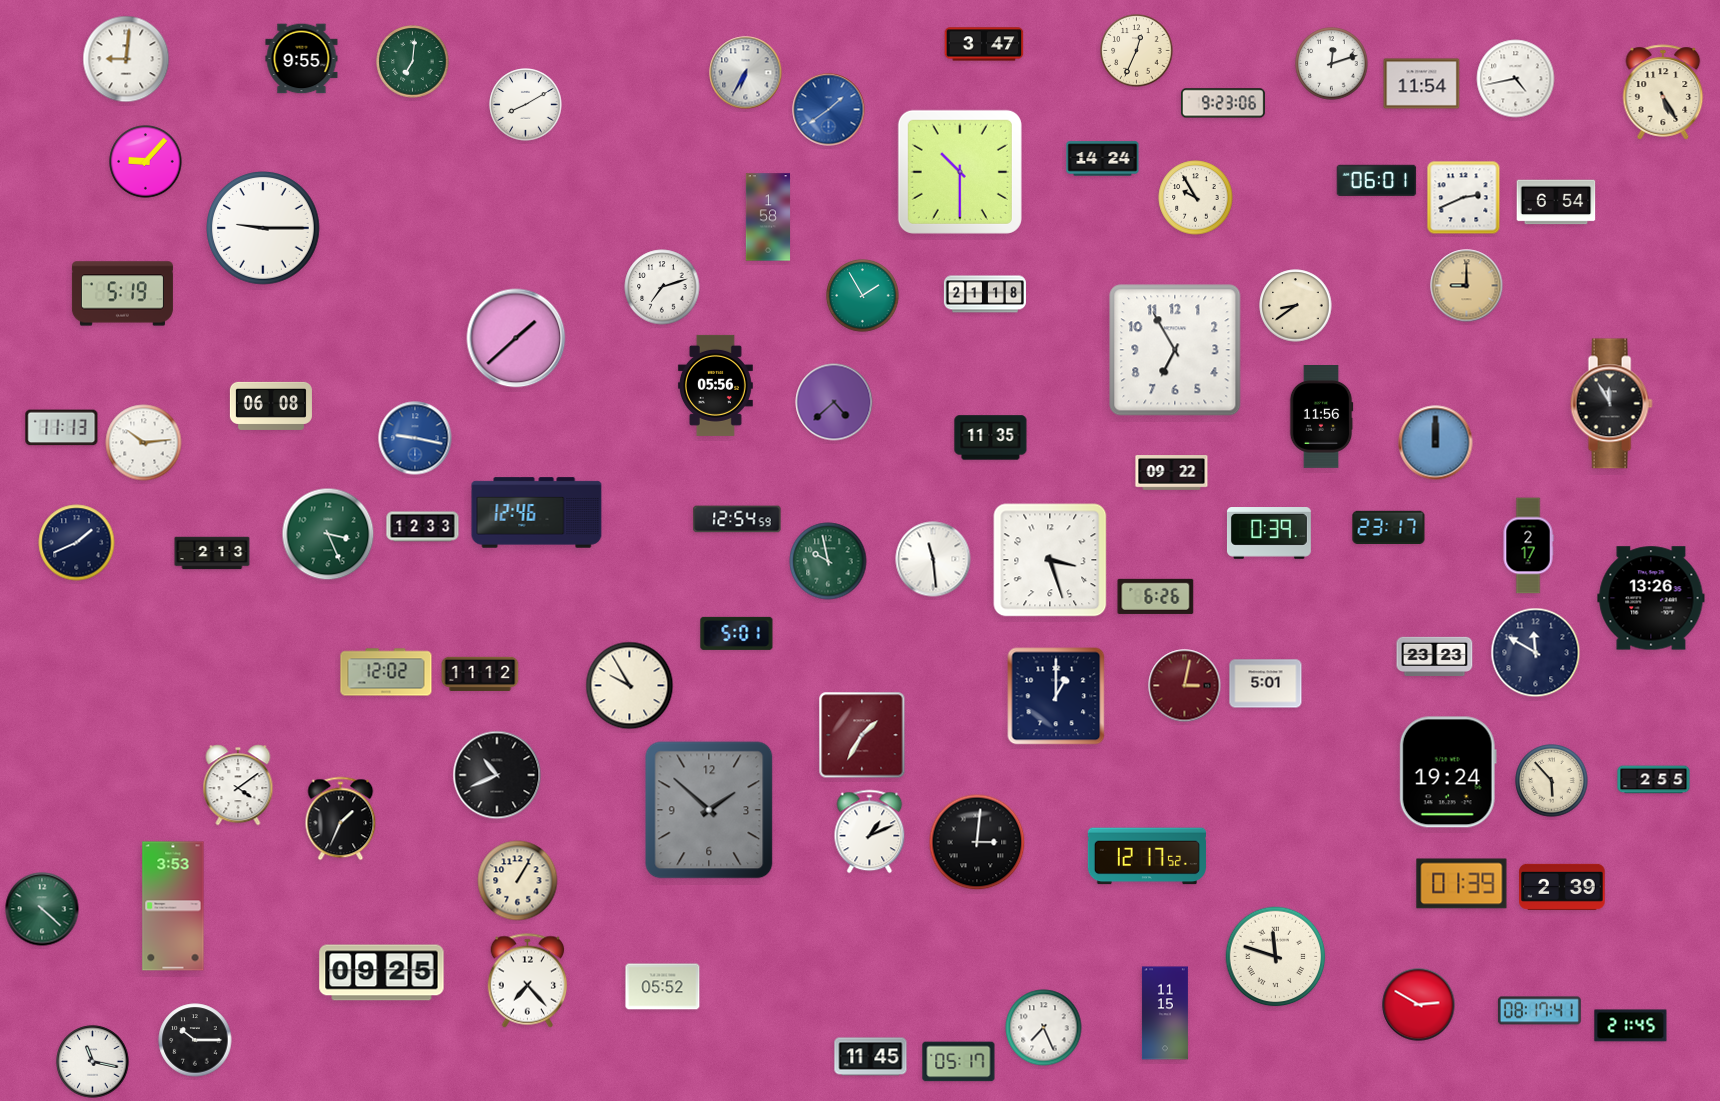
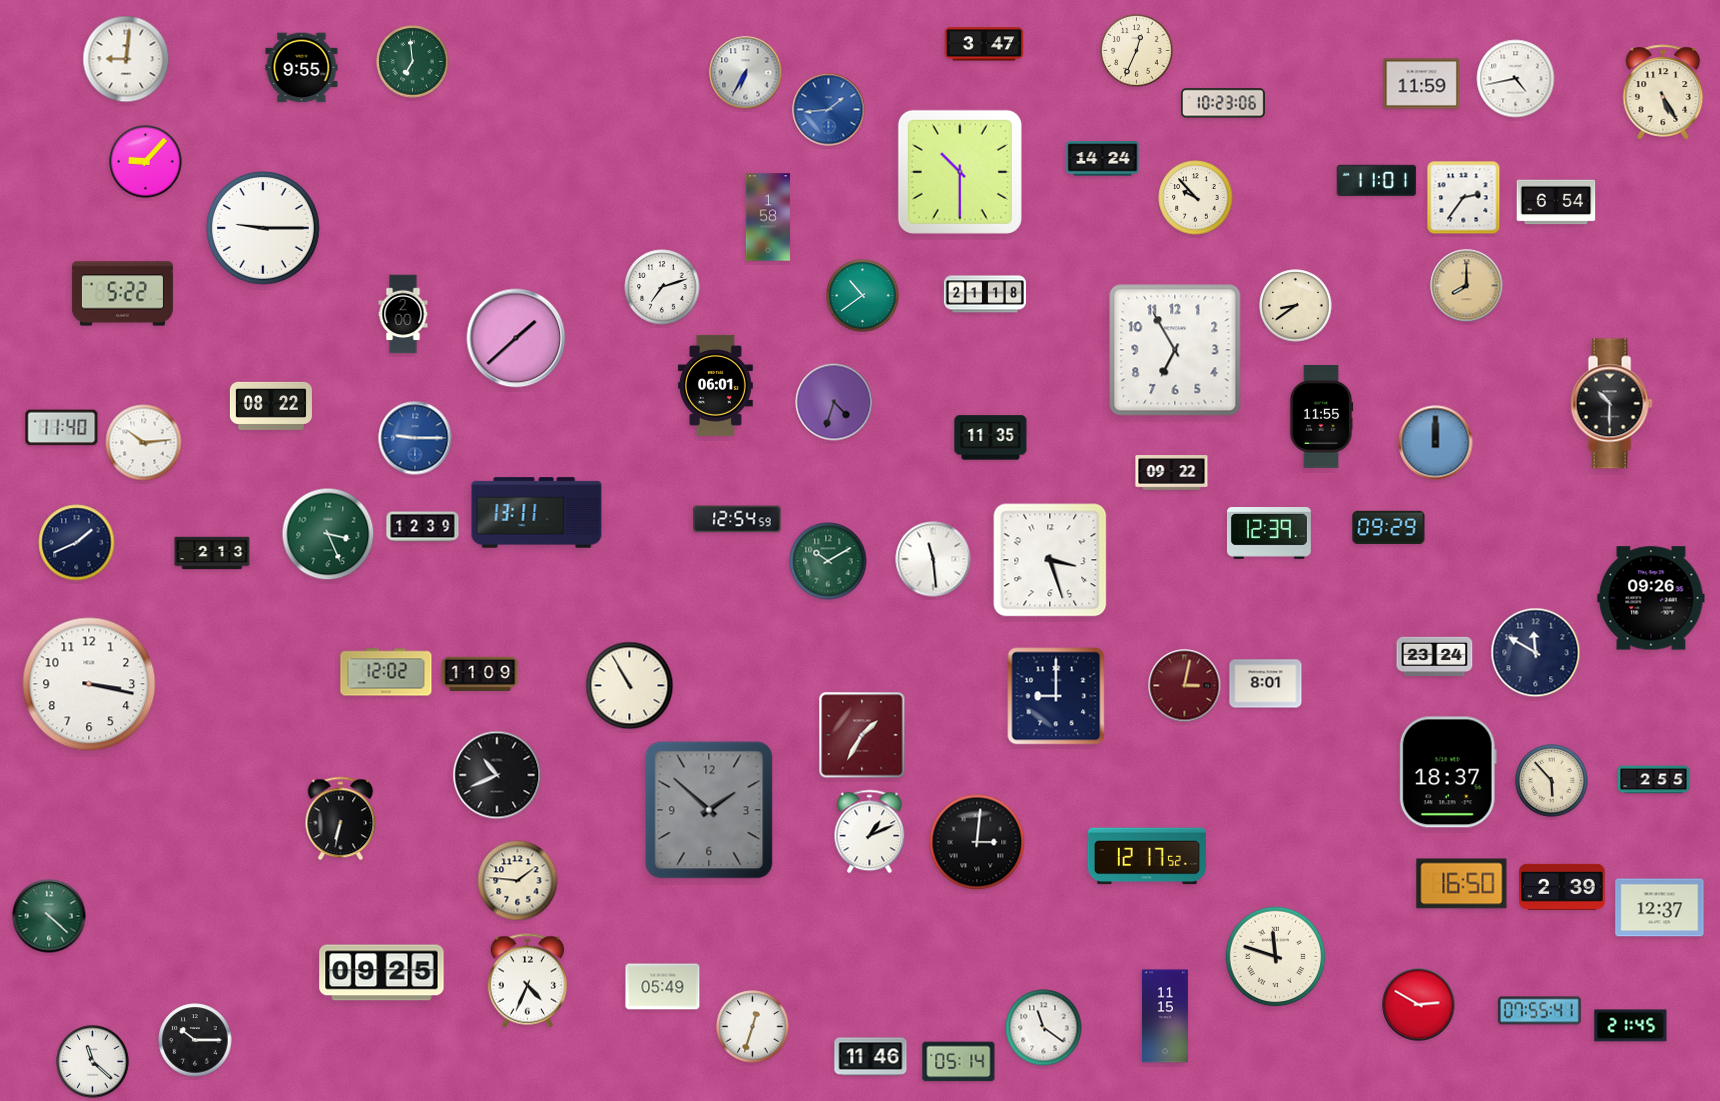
clock at (302, 59) position: (302, 59) -> (302, 68)
clock at (413, 62): 7:01 -> 6:59
clock at (1332, 64): 12:12 -> none
clock at (1422, 84): 11:54 -> 11:59
clock at (1223, 103): 9:23 -> 10:23
clock at (526, 105): 8:10 -> none
clock at (829, 110): 1:39 -> 1:44
clock at (1377, 180): 06:01 -> 11:01
clock at (1196, 198): 9:55 -> 9:53
clock at (1464, 198): 2:41 -> 2:36
clock at (1467, 286): 9:00 -> 8:00
clock at (122, 294): 5:19 -> 5:22
clock at (863, 296): 1:55 -> 10:39
clock at (403, 314): none -> 2:00
clock at (715, 385): 05:56 -> 06:01
clock at (834, 402): 4:38 -> 4:33
clock at (1611, 404): 11:55 -> 10:30
clock at (271, 406): 06:08 -> 08:22
clock at (1321, 417): 11:56 -> 11:55
clock at (62, 428): 11:13 -> 11:40
clock at (415, 438): 9:17 -> 9:15
clock at (537, 513): 12:46 -> 13:11
clock at (423, 527): 12:33 -> 12:39
clock at (1389, 527): 23:17 -> 09:29
clock at (1269, 534): 0:39 -> 12:39
clock at (1528, 546): 2:17 -> none
clock at (828, 561): 9:58 -> 10:10
clock at (1156, 596): 6:26 -> none
clock at (1651, 598): 13:26 -> 09:26
clock at (737, 633): 5:01 -> none
clock at (1435, 656): 23:23 -> 23:24
clock at (480, 674): 11:12 -> 11:09
clock at (89, 684): none -> 3:17
clock at (1266, 684): 5:01 -> 8:01
clock at (630, 686): 9:55 -> 10:55
clock at (1056, 696): 1:00 -> 9:00
clock at (1448, 772): 19:24 -> 18:37
clock at (238, 785): 4:09 -> none
clock at (341, 819): 1:34 -> 6:32
clock at (518, 881): 1:05 -> 1:46
clock at (1462, 884): 01:39 -> 16:50
clock at (173, 906): 3:53 -> none
clock at (1660, 908): none -> 12:37
clock at (42, 909) position: (42, 909) -> (49, 916)
clock at (528, 981): 7:23 -> 4:34
clock at (663, 987): 05:52 -> 05:49
clock at (1539, 1011): 08:17 -> 07:55
clock at (1165, 1013) position: (1165, 1013) -> (1165, 1016)
clock at (753, 1027): none -> 12:33
clock at (1044, 1028): 7:26 -> 11:21
clock at (871, 1057): 11:45 -> 11:46
clock at (93, 1062): 11:17 -> 11:22
clock at (959, 1062): 05:17 -> 05:14
